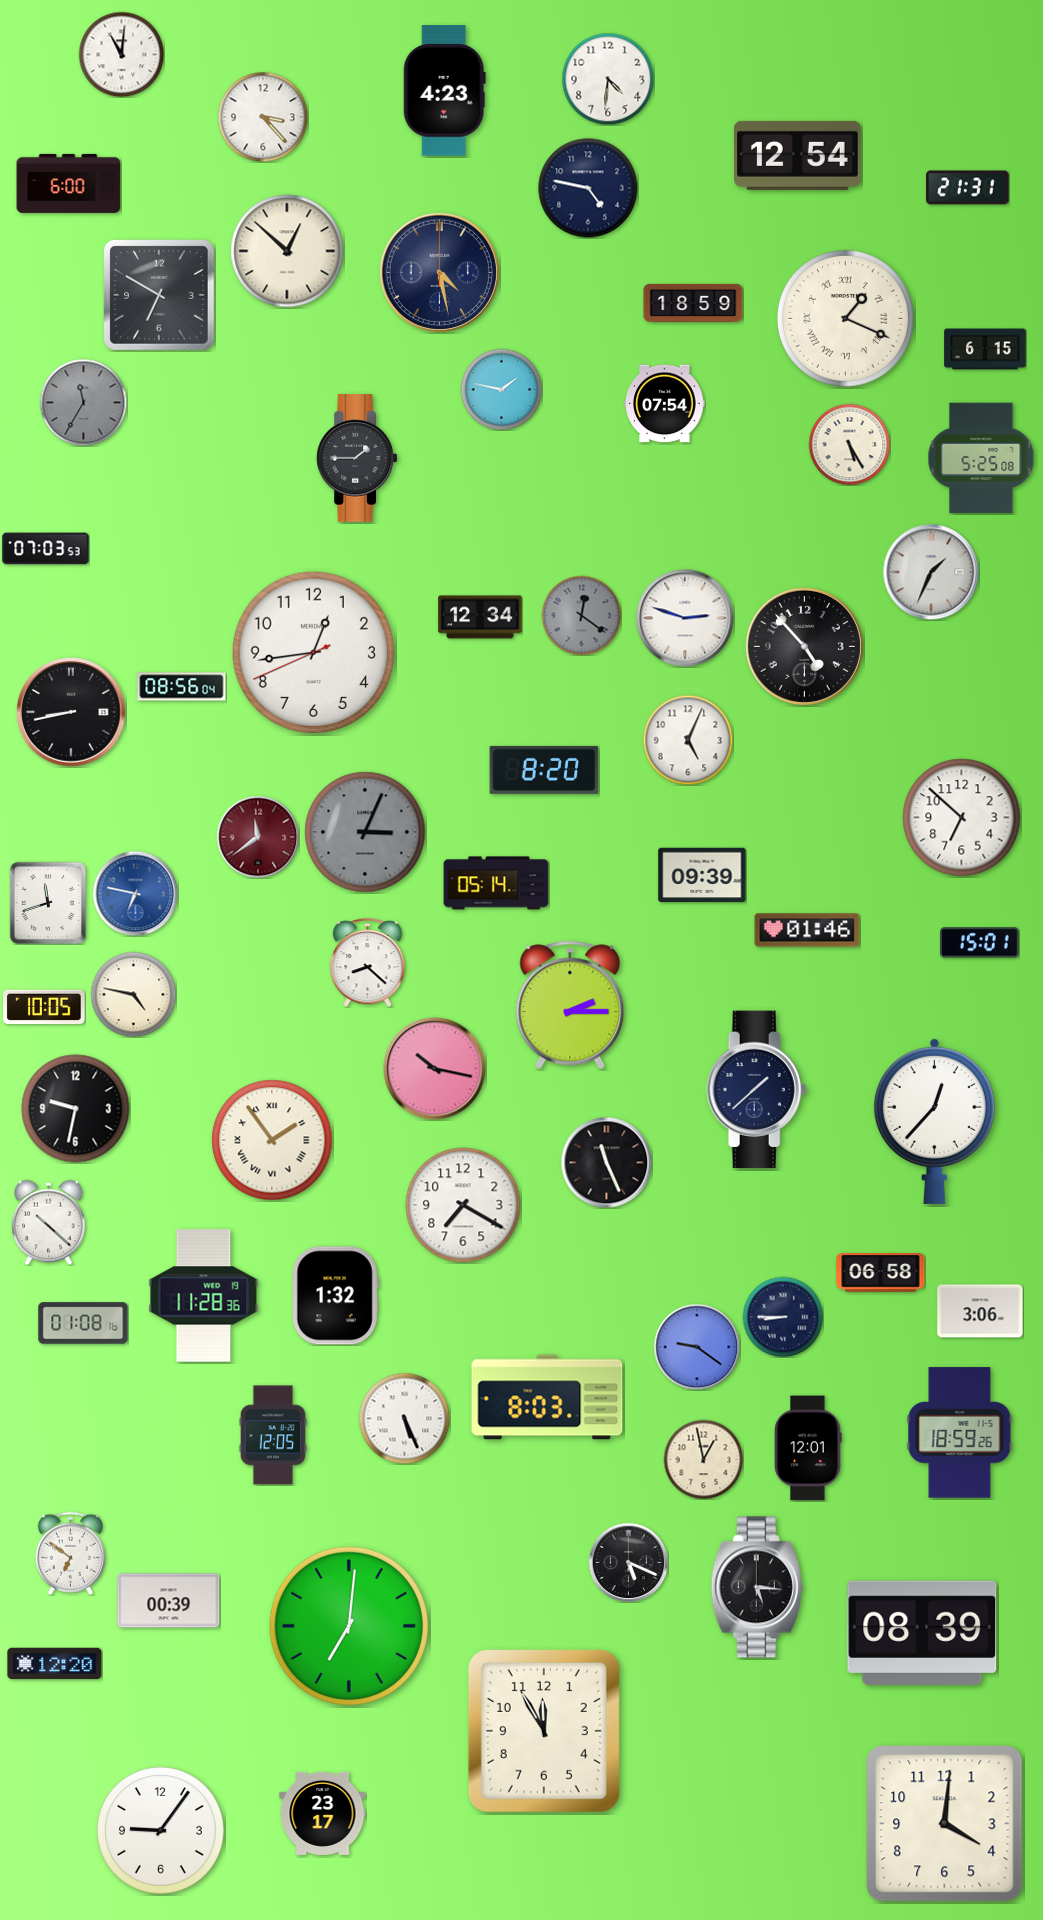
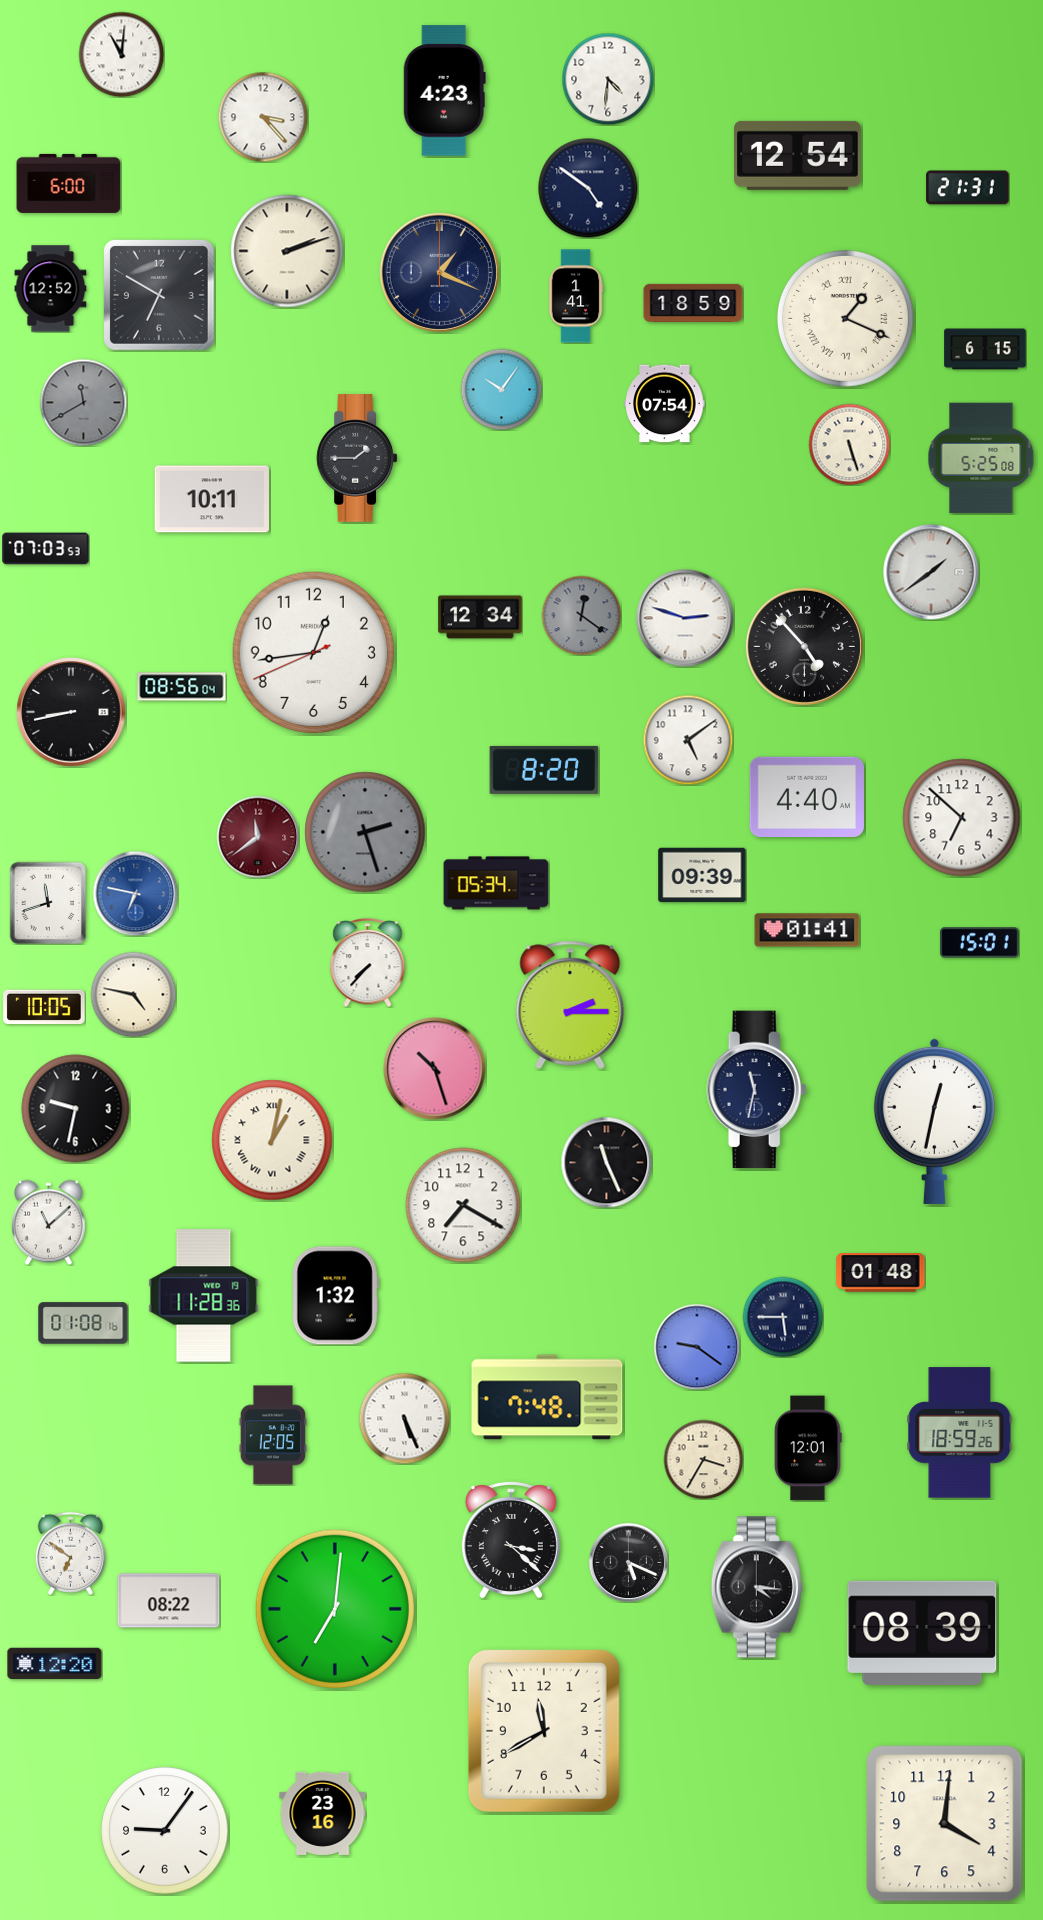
clock at (588, 188): 4:47 -> 4:51
clock at (287, 251): 12:52 -> 2:12
clock at (439, 272): 4:28 -> 1:19
clock at (51, 289): none -> 12:52
clock at (576, 296): none -> 1:41
clock at (501, 389): 1:47 -> 10:06
clock at (83, 402): 11:35 -> 11:40
clock at (849, 444): 5:25 -> 5:27
clock at (212, 499): none -> 10:11
clock at (931, 572): 1:34 -> 1:39
clock at (688, 740): 5:04 -> 5:09
clock at (806, 796): none -> 4:40
clock at (365, 832): 3:04 -> 2:27
clock at (496, 883): 05:14 -> 05:34
clock at (807, 930): 01:46 -> 01:41
clock at (368, 963): 8:22 -> 7:37
clock at (435, 1069): 10:17 -> 10:27
clock at (757, 1090): 1:38 -> 11:32
clock at (934, 1121): 12:37 -> 12:32
clock at (272, 1140): 1:54 -> 1:02
clock at (49, 1222): 10:22 -> 11:08
clock at (881, 1273): 06:58 -> 01:48
clock at (980, 1311): 3:06 -> none
clock at (783, 1317): 8:45 -> 5:45
clock at (547, 1397): 8:03 -> 7:48
clock at (703, 1459): 12:58 -> 3:35
clock at (511, 1540): none -> 3:22
clock at (757, 1587): 5:16 -> 4:16
clock at (169, 1601): 00:39 -> 08:22
clock at (349, 1626) position: (349, 1626) -> (335, 1609)
clock at (544, 1731): 11:55 -> 11:40
clock at (323, 1813): 23:17 -> 23:16
clock at (161, 1831) position: (161, 1831) -> (165, 1831)
